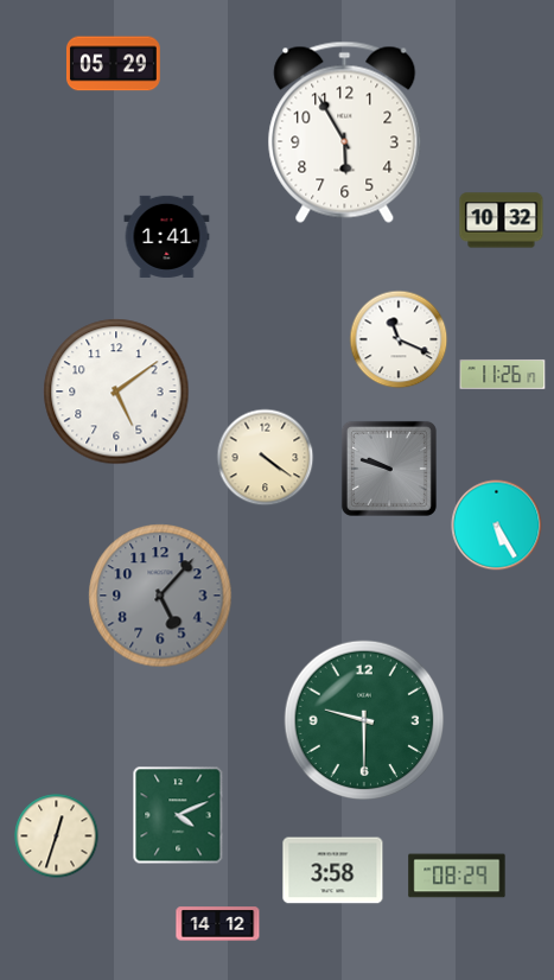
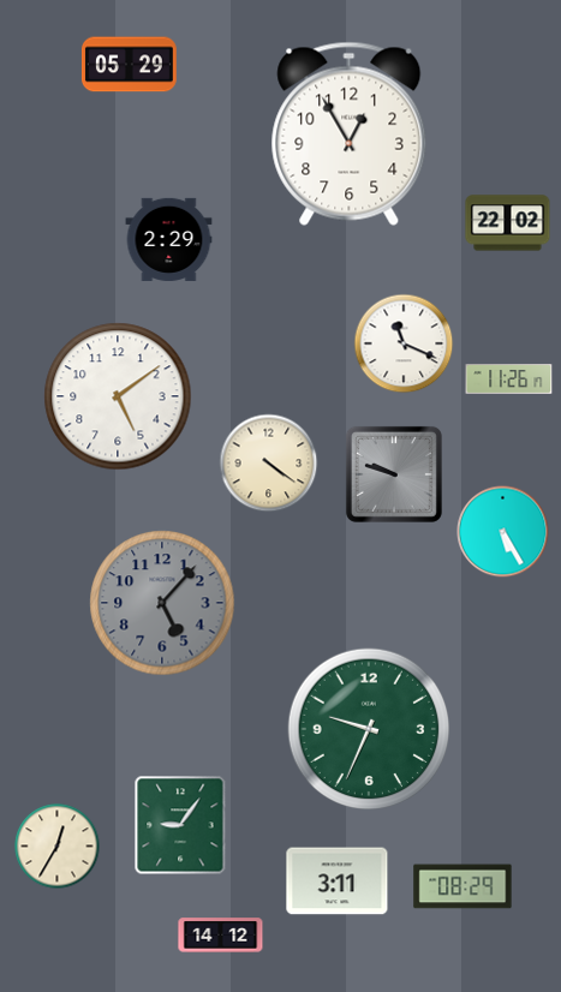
clock at (113, 64) position: (113, 64) -> (129, 65)
clock at (345, 132): 5:55 -> 12:55
clock at (502, 221): 10:32 -> 22:02
clock at (167, 236): 1:41 -> 2:29
clock at (364, 720): 9:30 -> 9:34
clock at (178, 815): 4:11 -> 9:06
clock at (57, 836): 12:33 -> 12:35
clock at (333, 871): 3:58 -> 3:11
